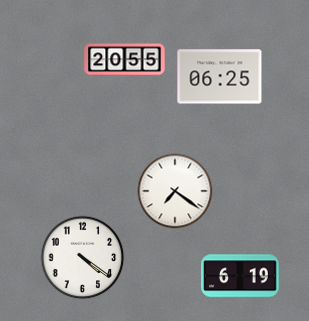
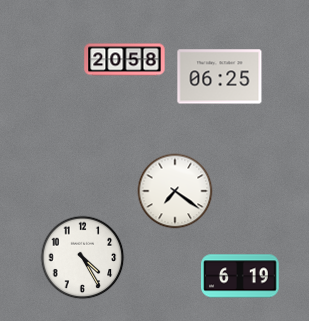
clock at (125, 60): 20:55 -> 20:58
clock at (83, 258): 4:21 -> 4:25
